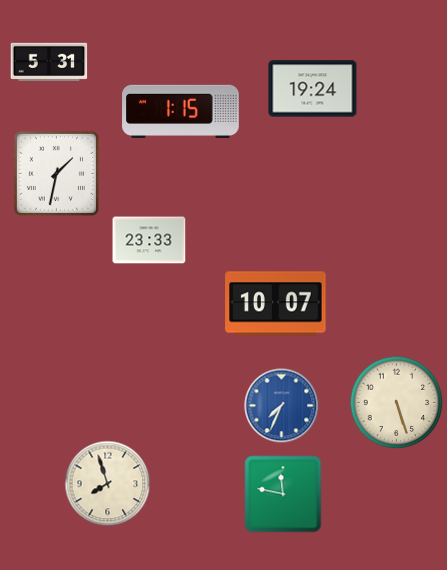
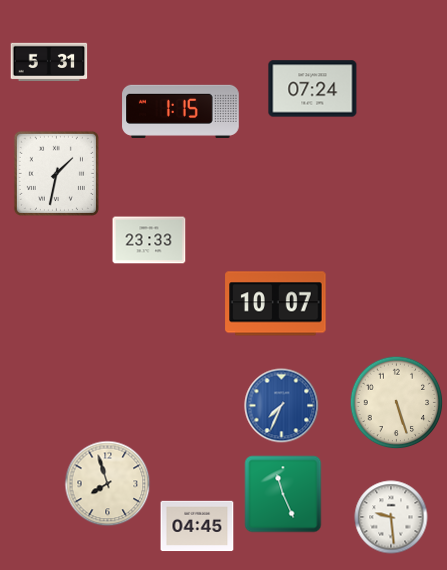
clock at (313, 89): 19:24 -> 07:24
clock at (283, 494): 11:47 -> 11:26
clock at (391, 517): none -> 9:29
clock at (197, 526): none -> 04:45
